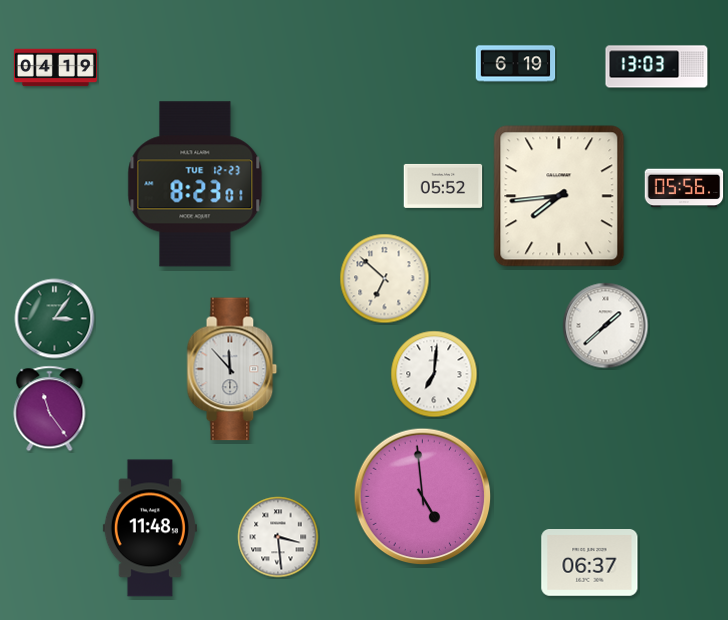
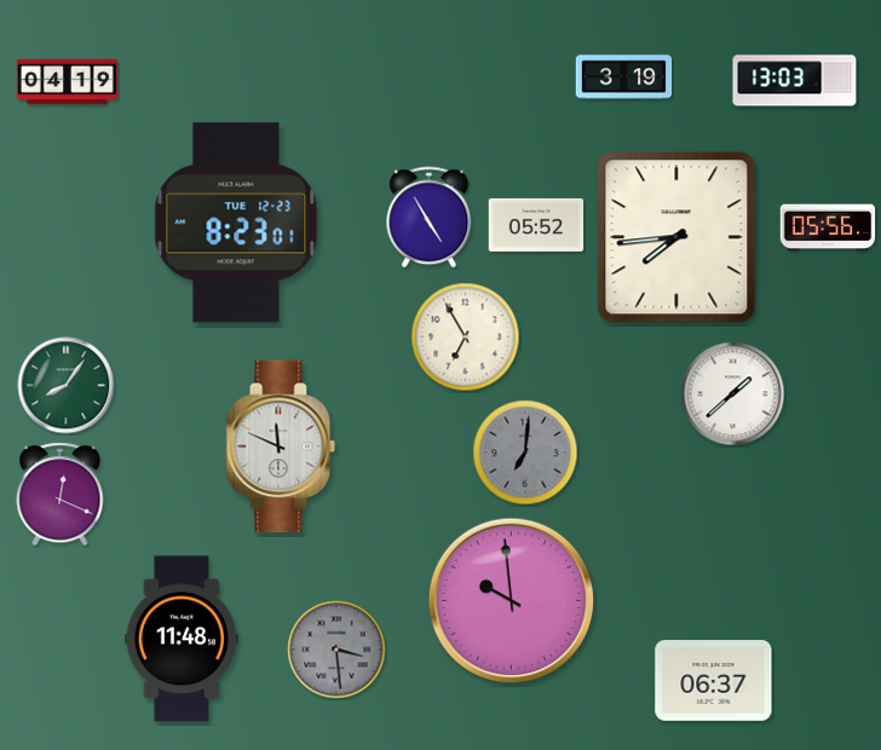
clock at (516, 64): 6:19 -> 3:19
clock at (430, 218): none -> 4:55
clock at (385, 279): 6:52 -> 6:55
clock at (55, 319): 3:06 -> 8:06
clock at (232, 369): 11:53 -> 11:49
clock at (434, 374) dial: white -> grey
clock at (50, 409): 11:24 -> 12:19
clock at (423, 497): 4:59 -> 9:59
clock at (278, 537) dial: white -> grey
